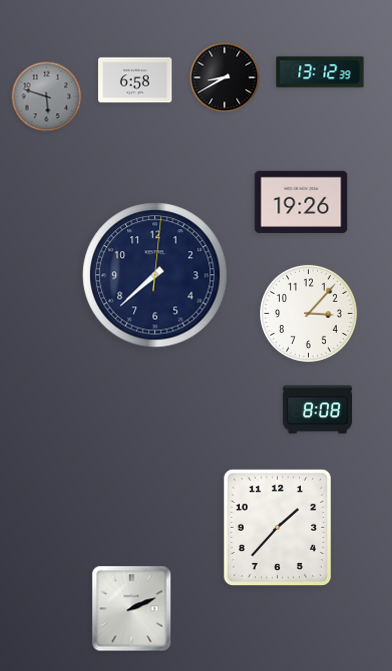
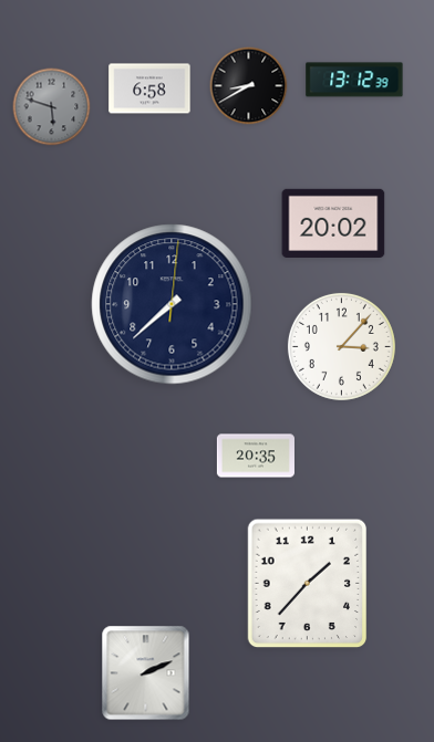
clock at (301, 201): 19:26 -> 20:02
clock at (317, 410): 8:08 -> none
clock at (256, 456): none -> 20:35
